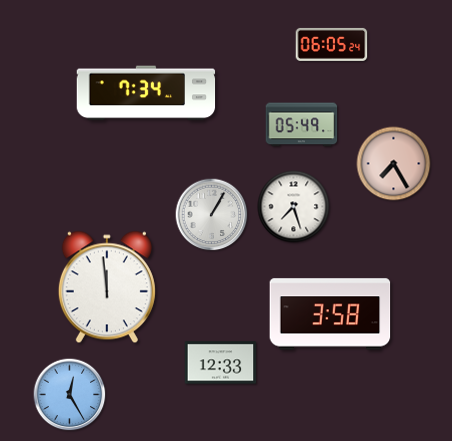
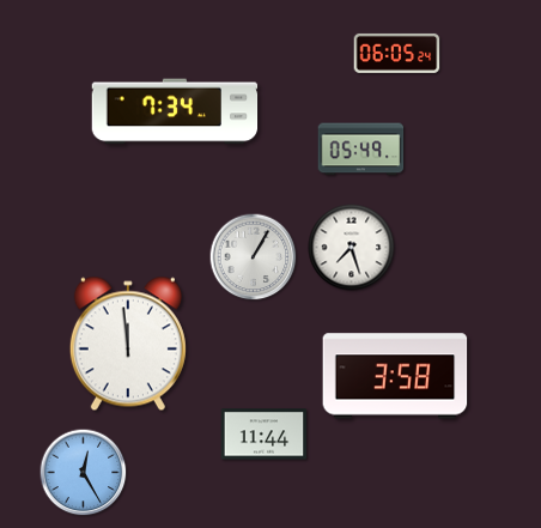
clock at (394, 164): 7:25 -> none
clock at (221, 363): 12:33 -> 11:44
